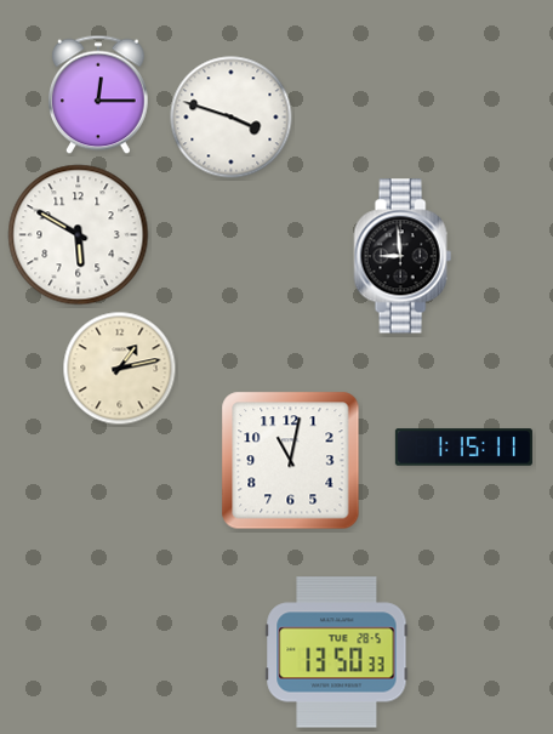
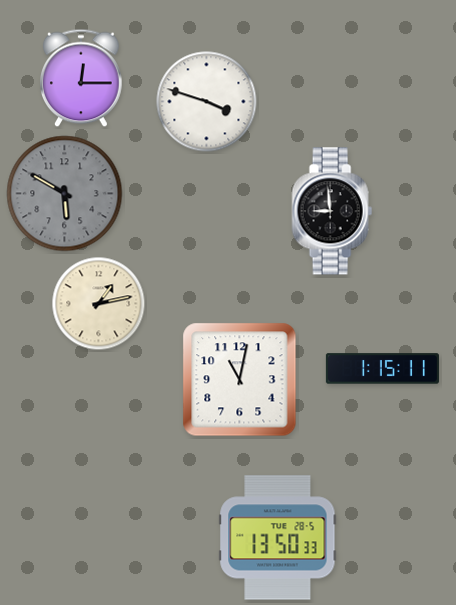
clock at (232, 118) position: (232, 118) -> (207, 102)
clock at (79, 235) dial: white -> grey
